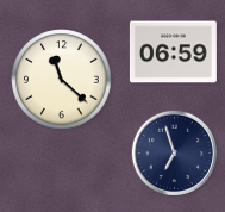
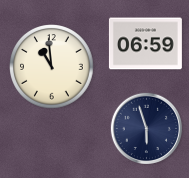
clock at (62, 80): 11:22 -> 10:59
clock at (174, 152): 6:57 -> 5:57
